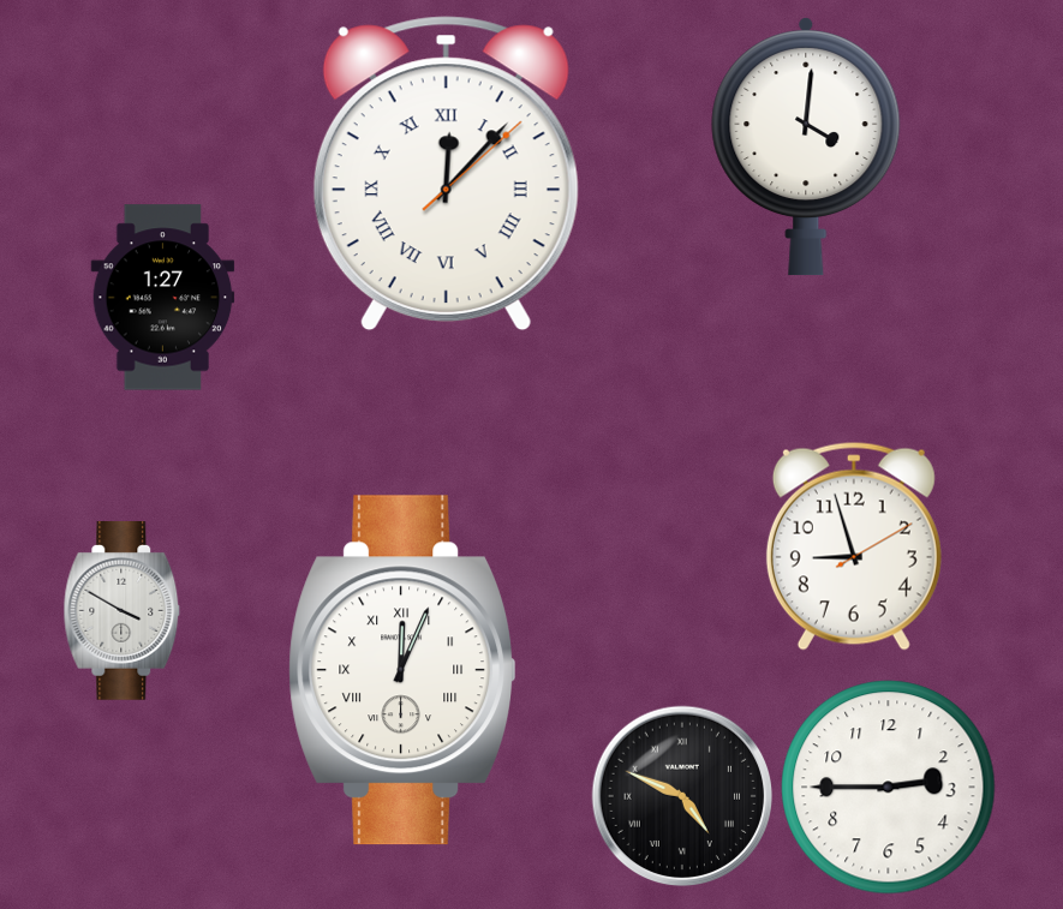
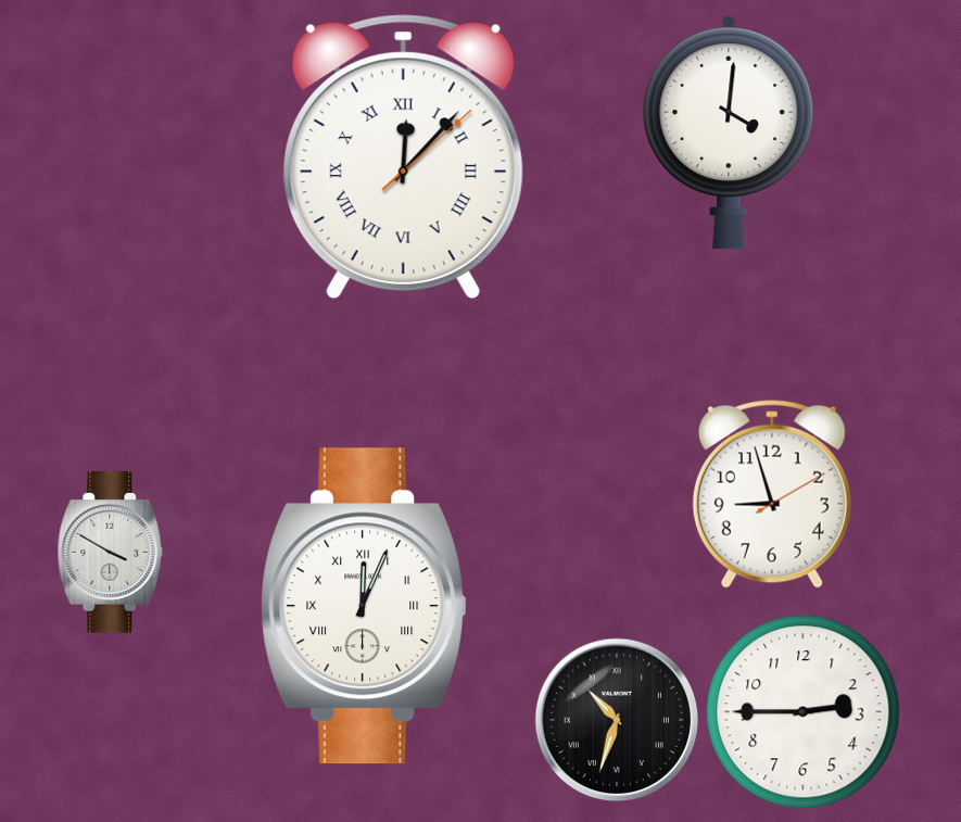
clock at (163, 298): 1:27 -> none
clock at (682, 796): 4:49 -> 10:33
